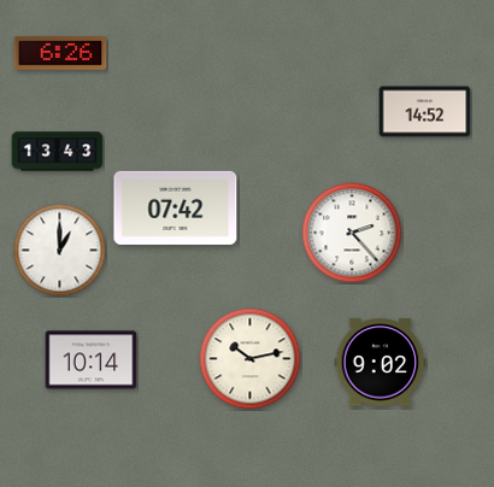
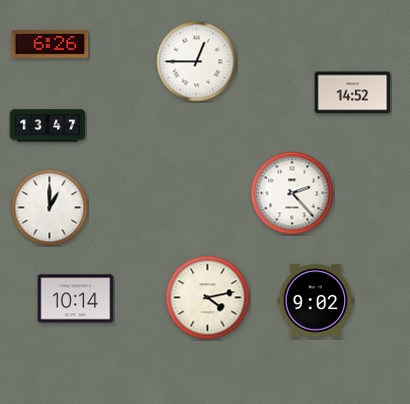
clock at (197, 62): none -> 12:45
clock at (58, 152): 13:43 -> 13:47
clock at (176, 207): 07:42 -> none
clock at (251, 359): 10:13 -> 4:13
